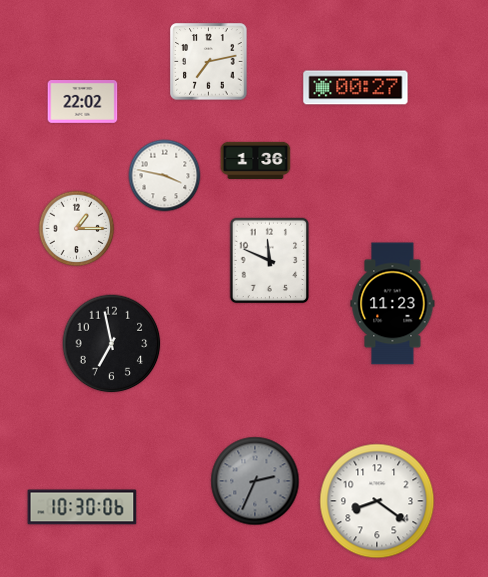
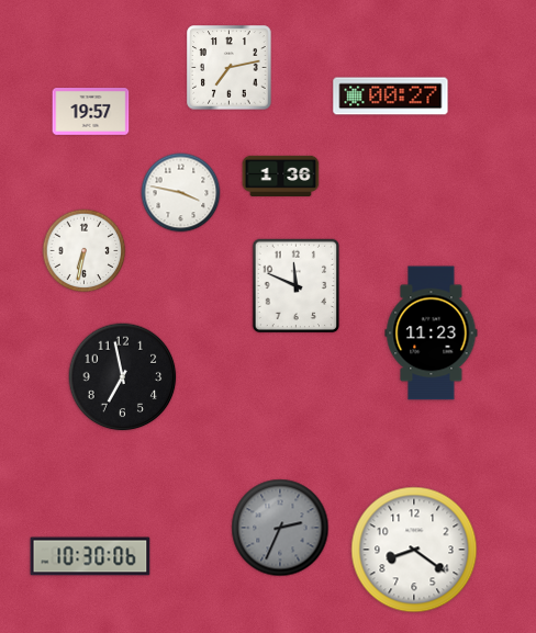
clock at (83, 102): 22:02 -> 19:57
clock at (77, 229): 1:15 -> 6:32
